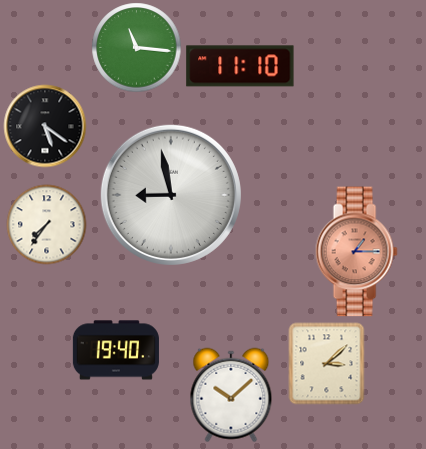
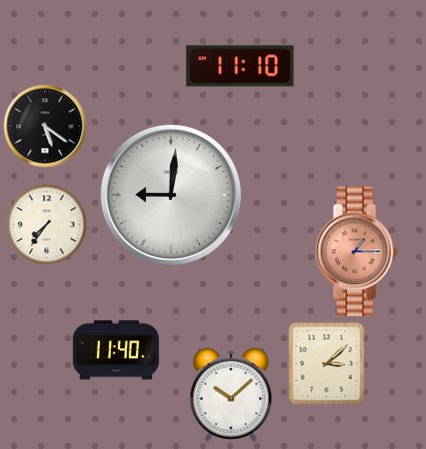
clock at (136, 47): 11:16 -> none
clock at (171, 195): 8:58 -> 9:01
clock at (116, 350): 19:40 -> 11:40
